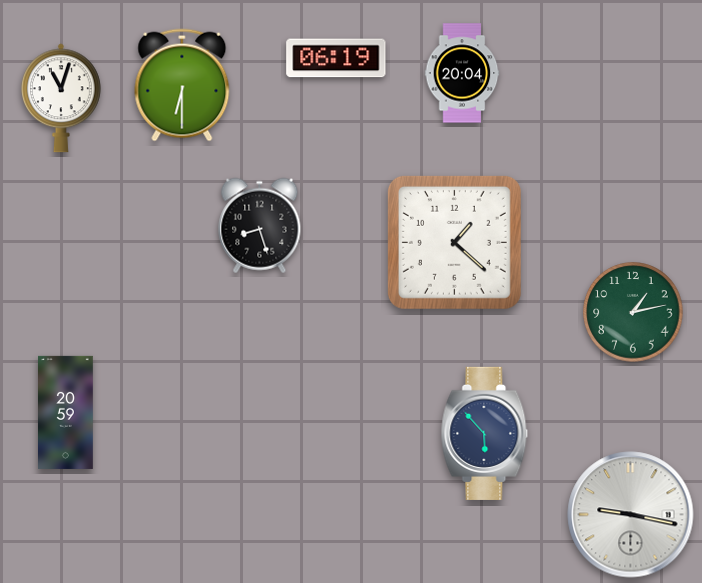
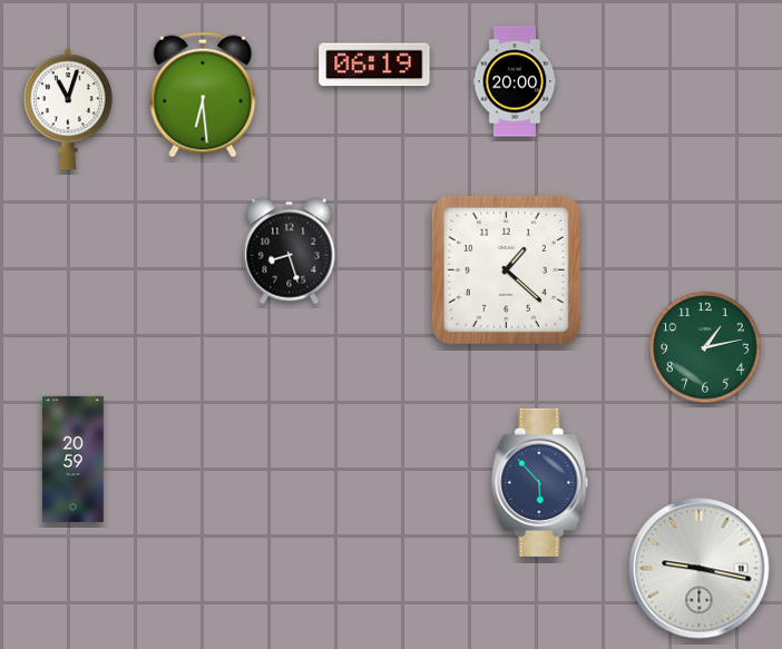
clock at (462, 73): 20:04 -> 20:00
clock at (182, 85): 6:30 -> 6:29
clock at (631, 515) position: (631, 515) -> (700, 569)
